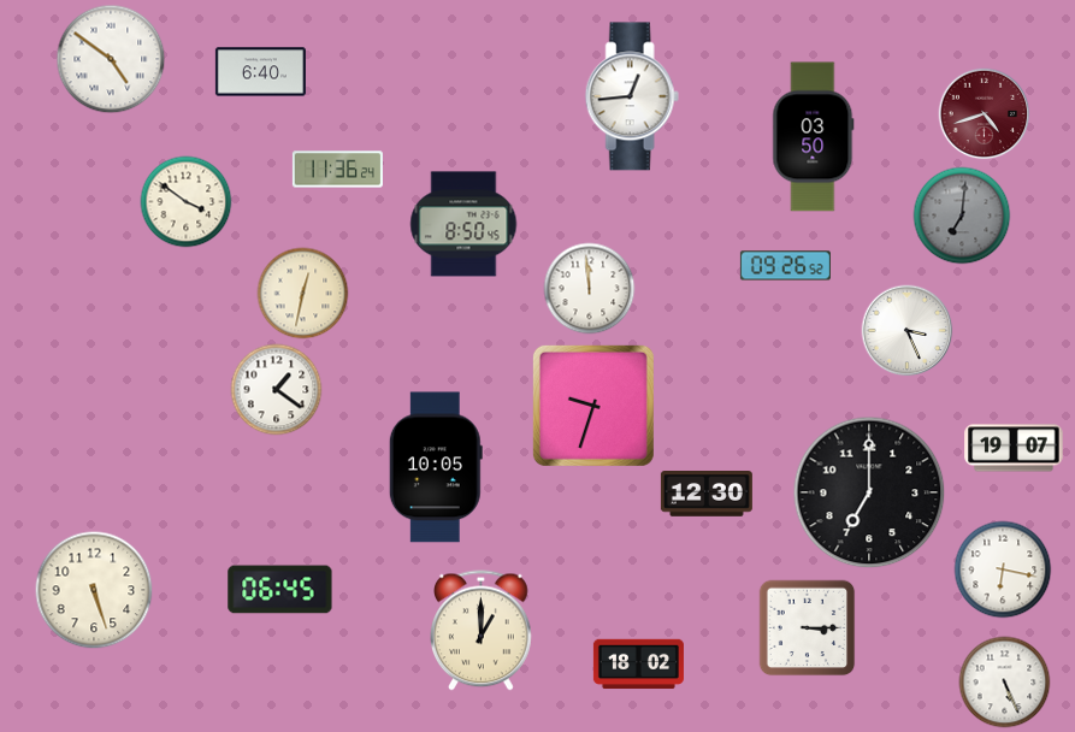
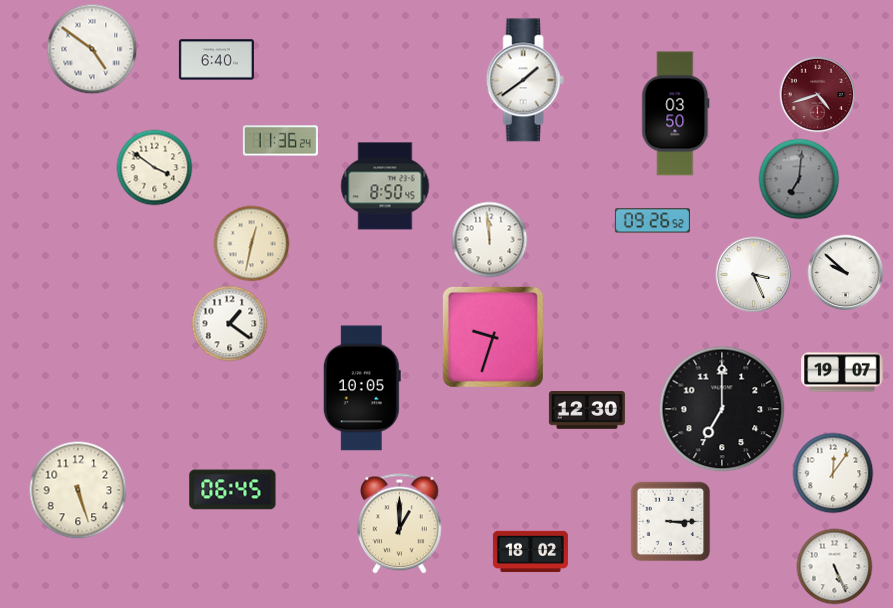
clock at (632, 96): 12:44 -> 1:39
clock at (846, 273): none -> 9:52
clock at (1003, 569): 6:17 -> 12:06
